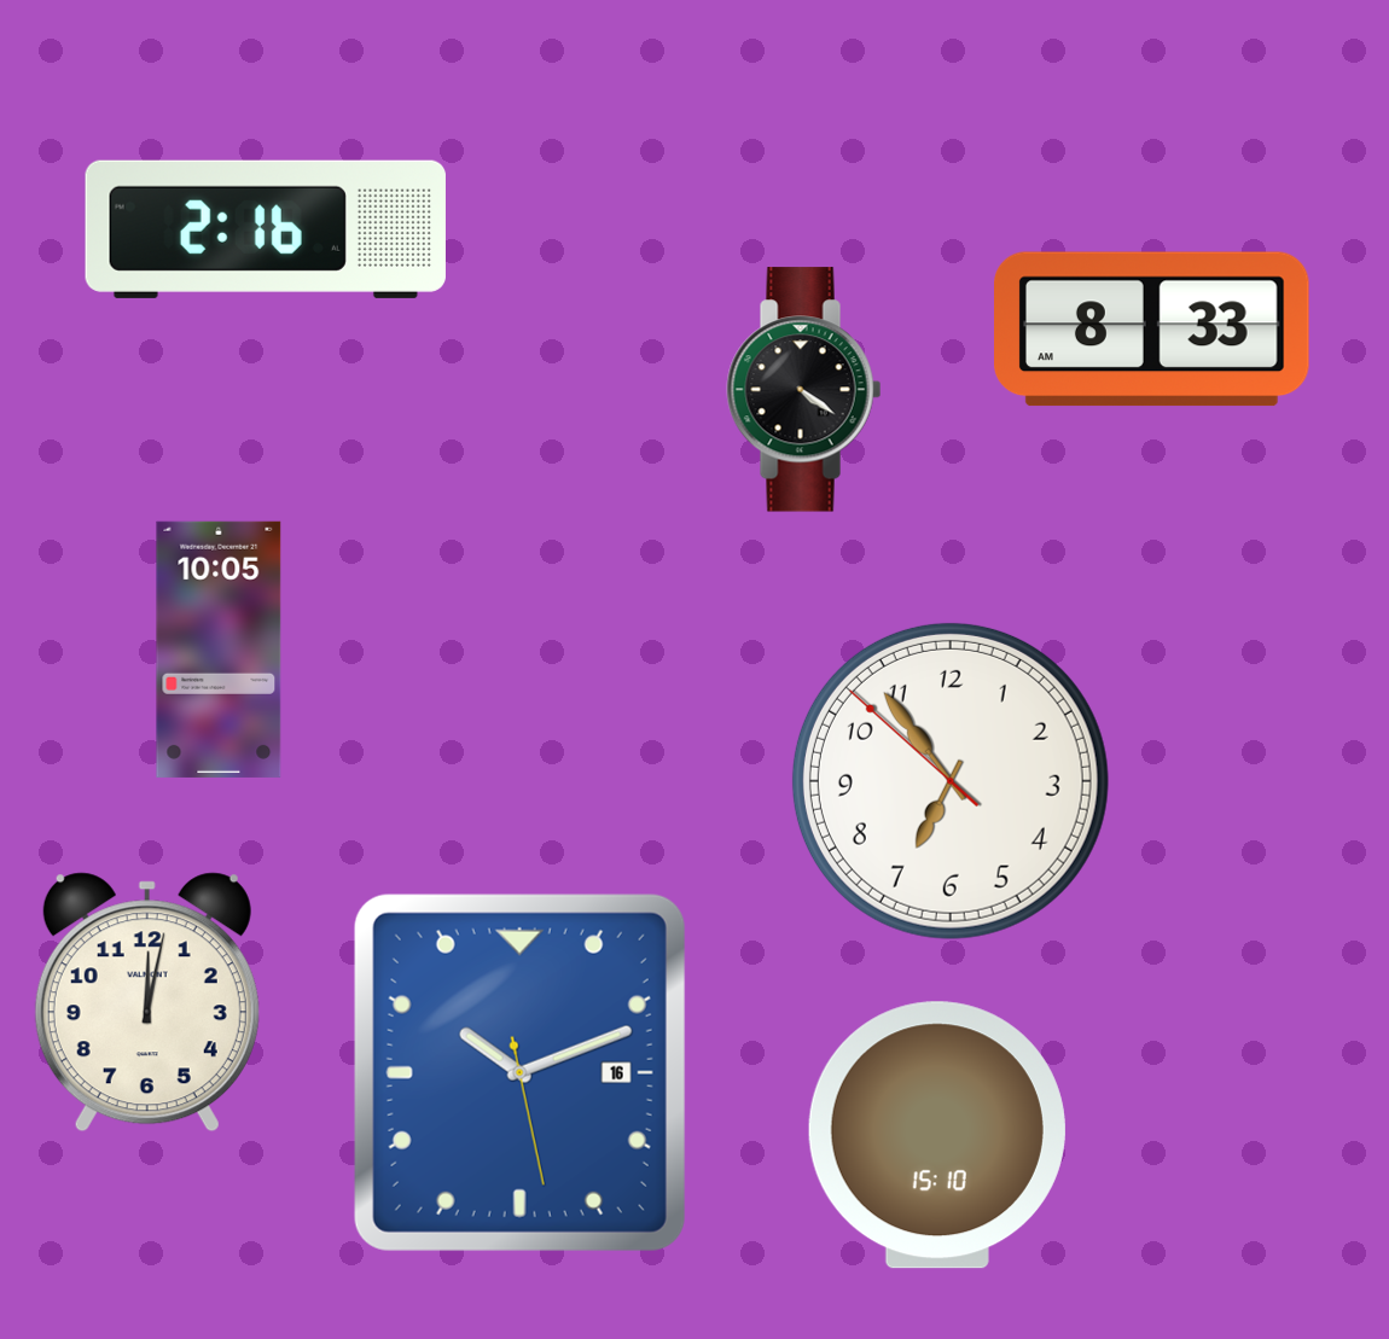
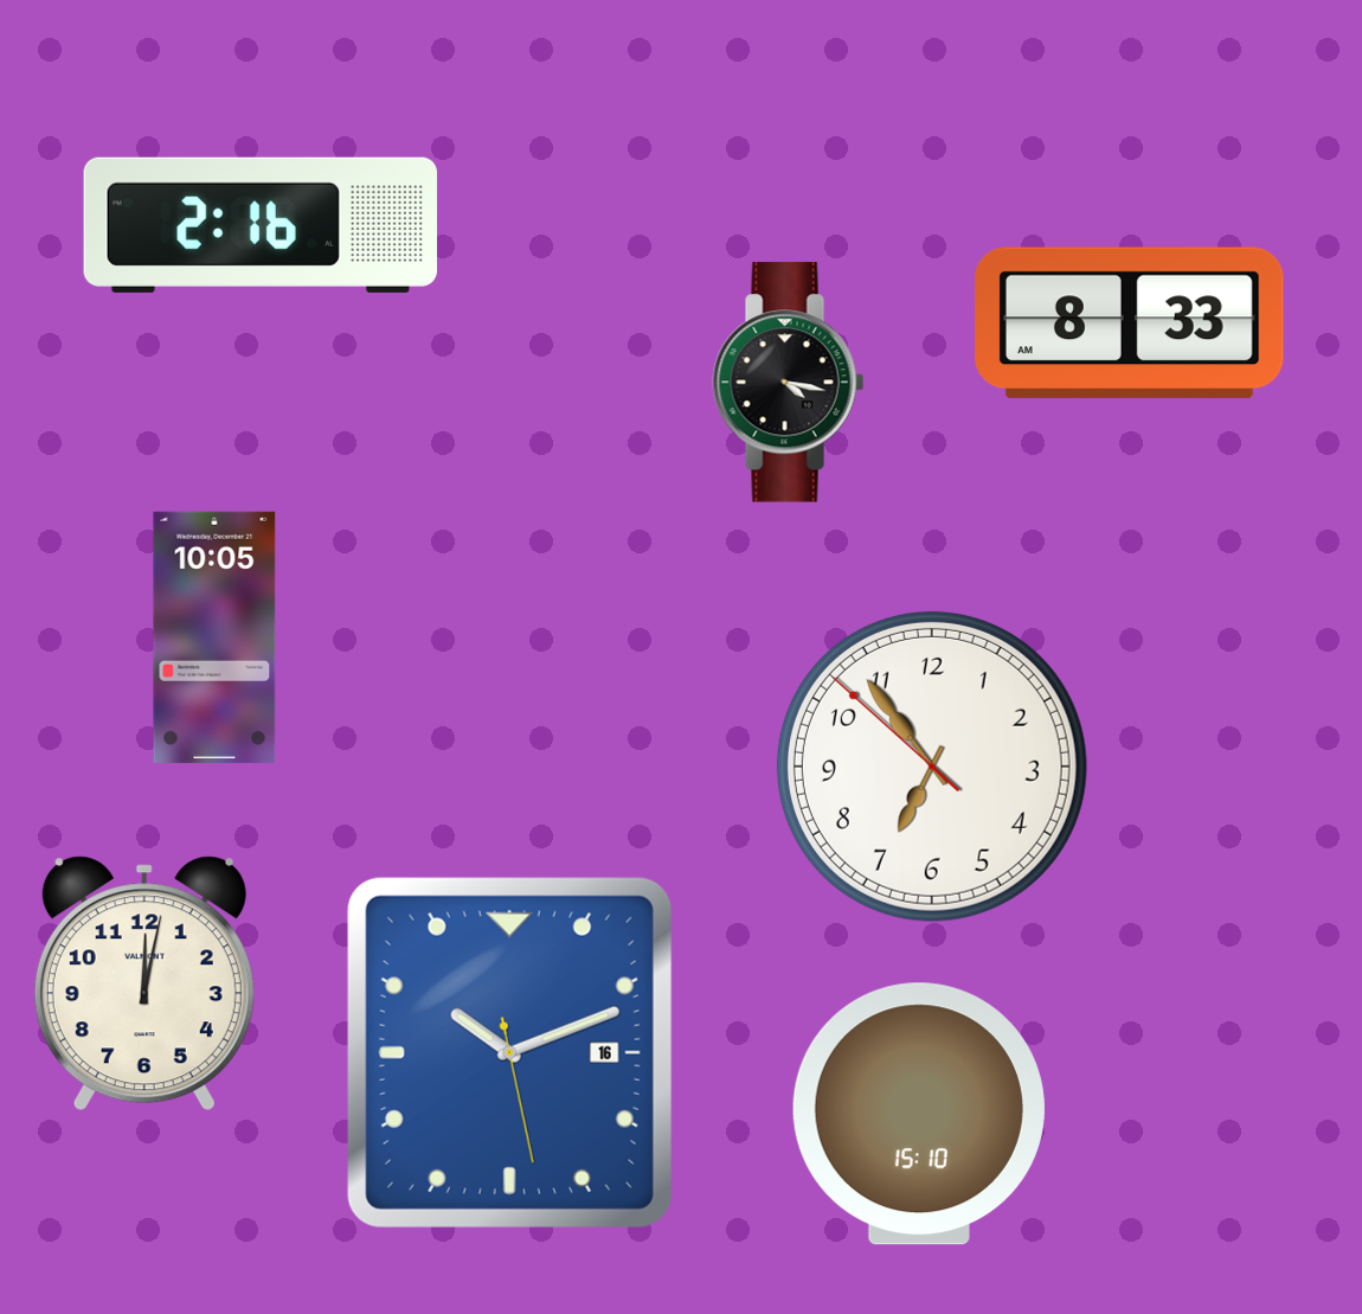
clock at (804, 390): 4:21 -> 4:17
